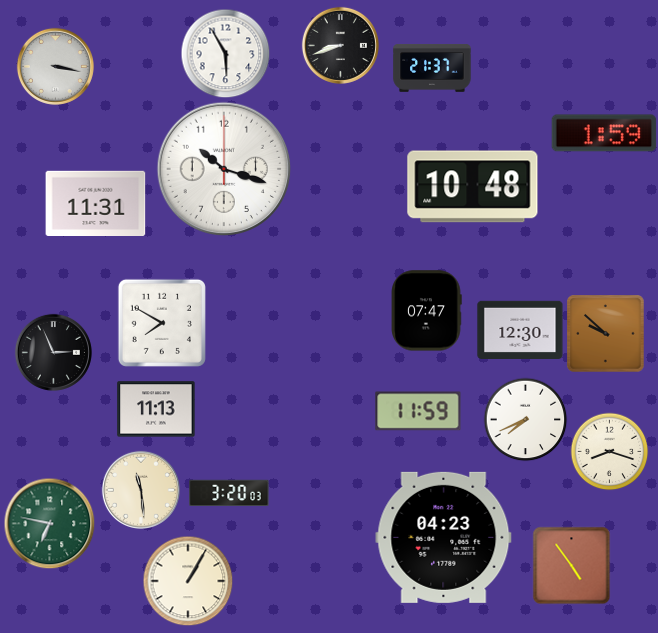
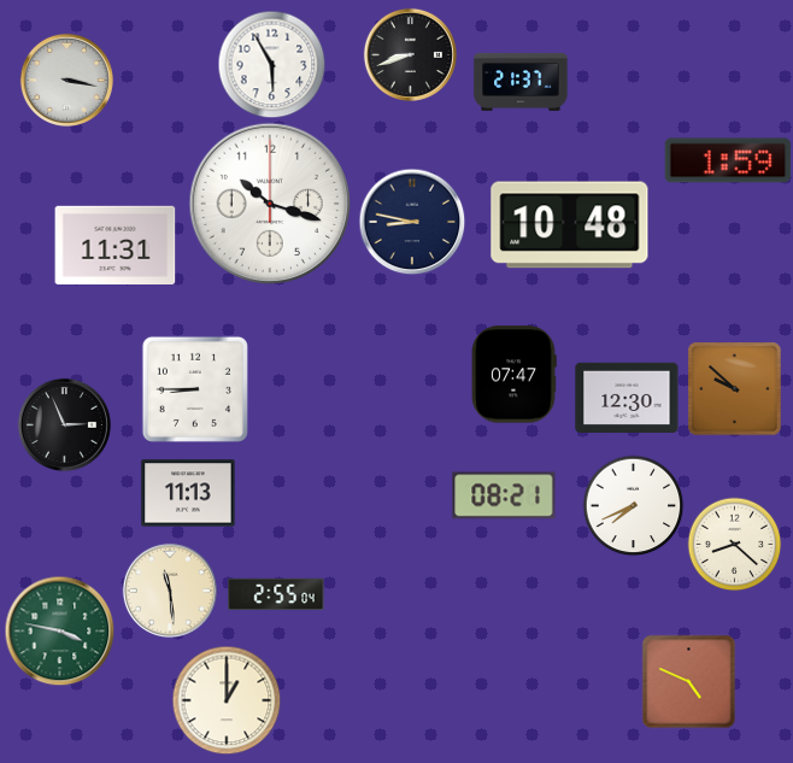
clock at (412, 222): none -> 8:47
clock at (162, 323): 7:50 -> 8:45
clock at (606, 334) position: (606, 334) -> (735, 389)
clock at (418, 411): 11:59 -> 08:21
clock at (609, 451): 8:18 -> 8:22
clock at (229, 492): 3:20 -> 2:55
clock at (49, 523): 6:47 -> 3:47
clock at (444, 537): 04:23 -> none
clock at (571, 565): 4:54 -> 4:49
clock at (188, 581): 1:05 -> 1:00
